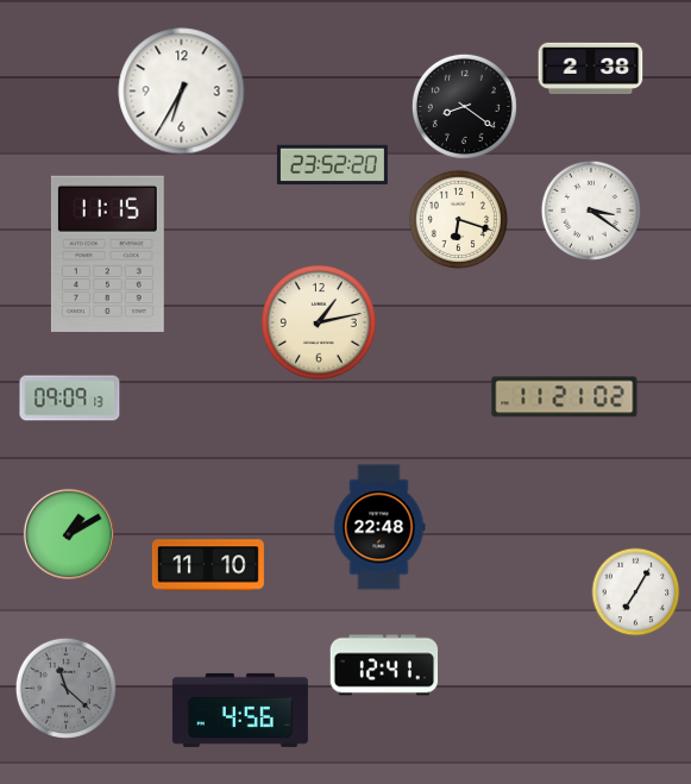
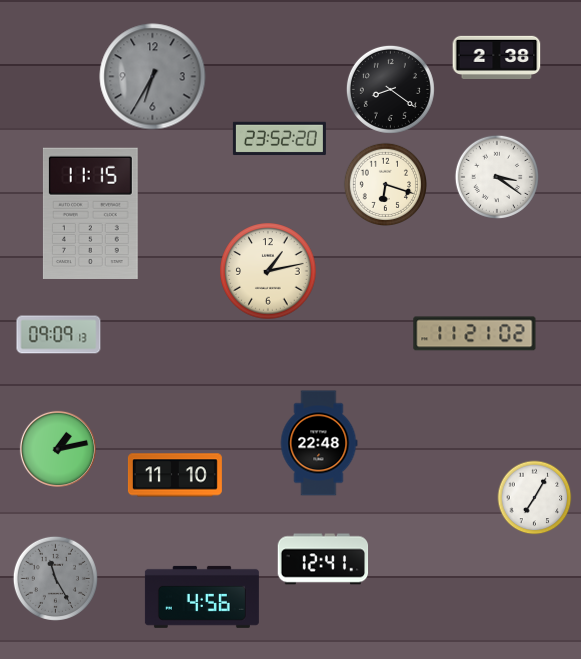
clock at (182, 92) dial: white -> grey
clock at (69, 534): 1:10 -> 1:13
clock at (65, 688): 11:22 -> 11:25
